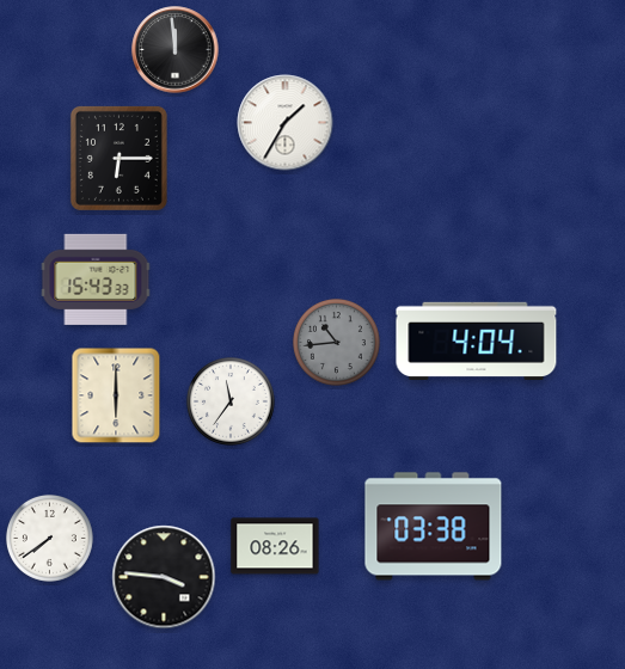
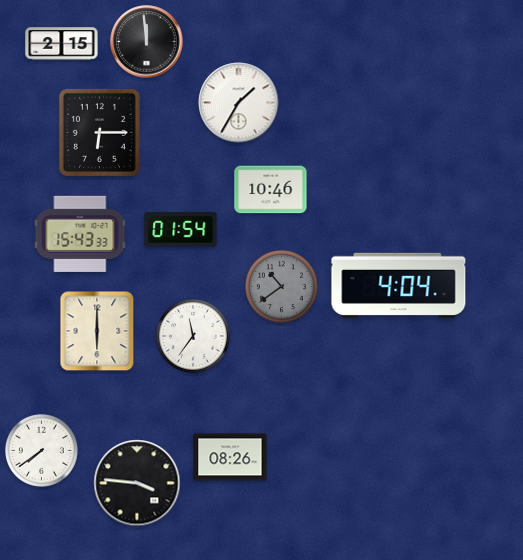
clock at (62, 44): none -> 2:15
clock at (271, 190): none -> 10:46
clock at (181, 230): none -> 01:54
clock at (336, 342): 10:44 -> 10:39
clock at (434, 527): 03:38 -> none
